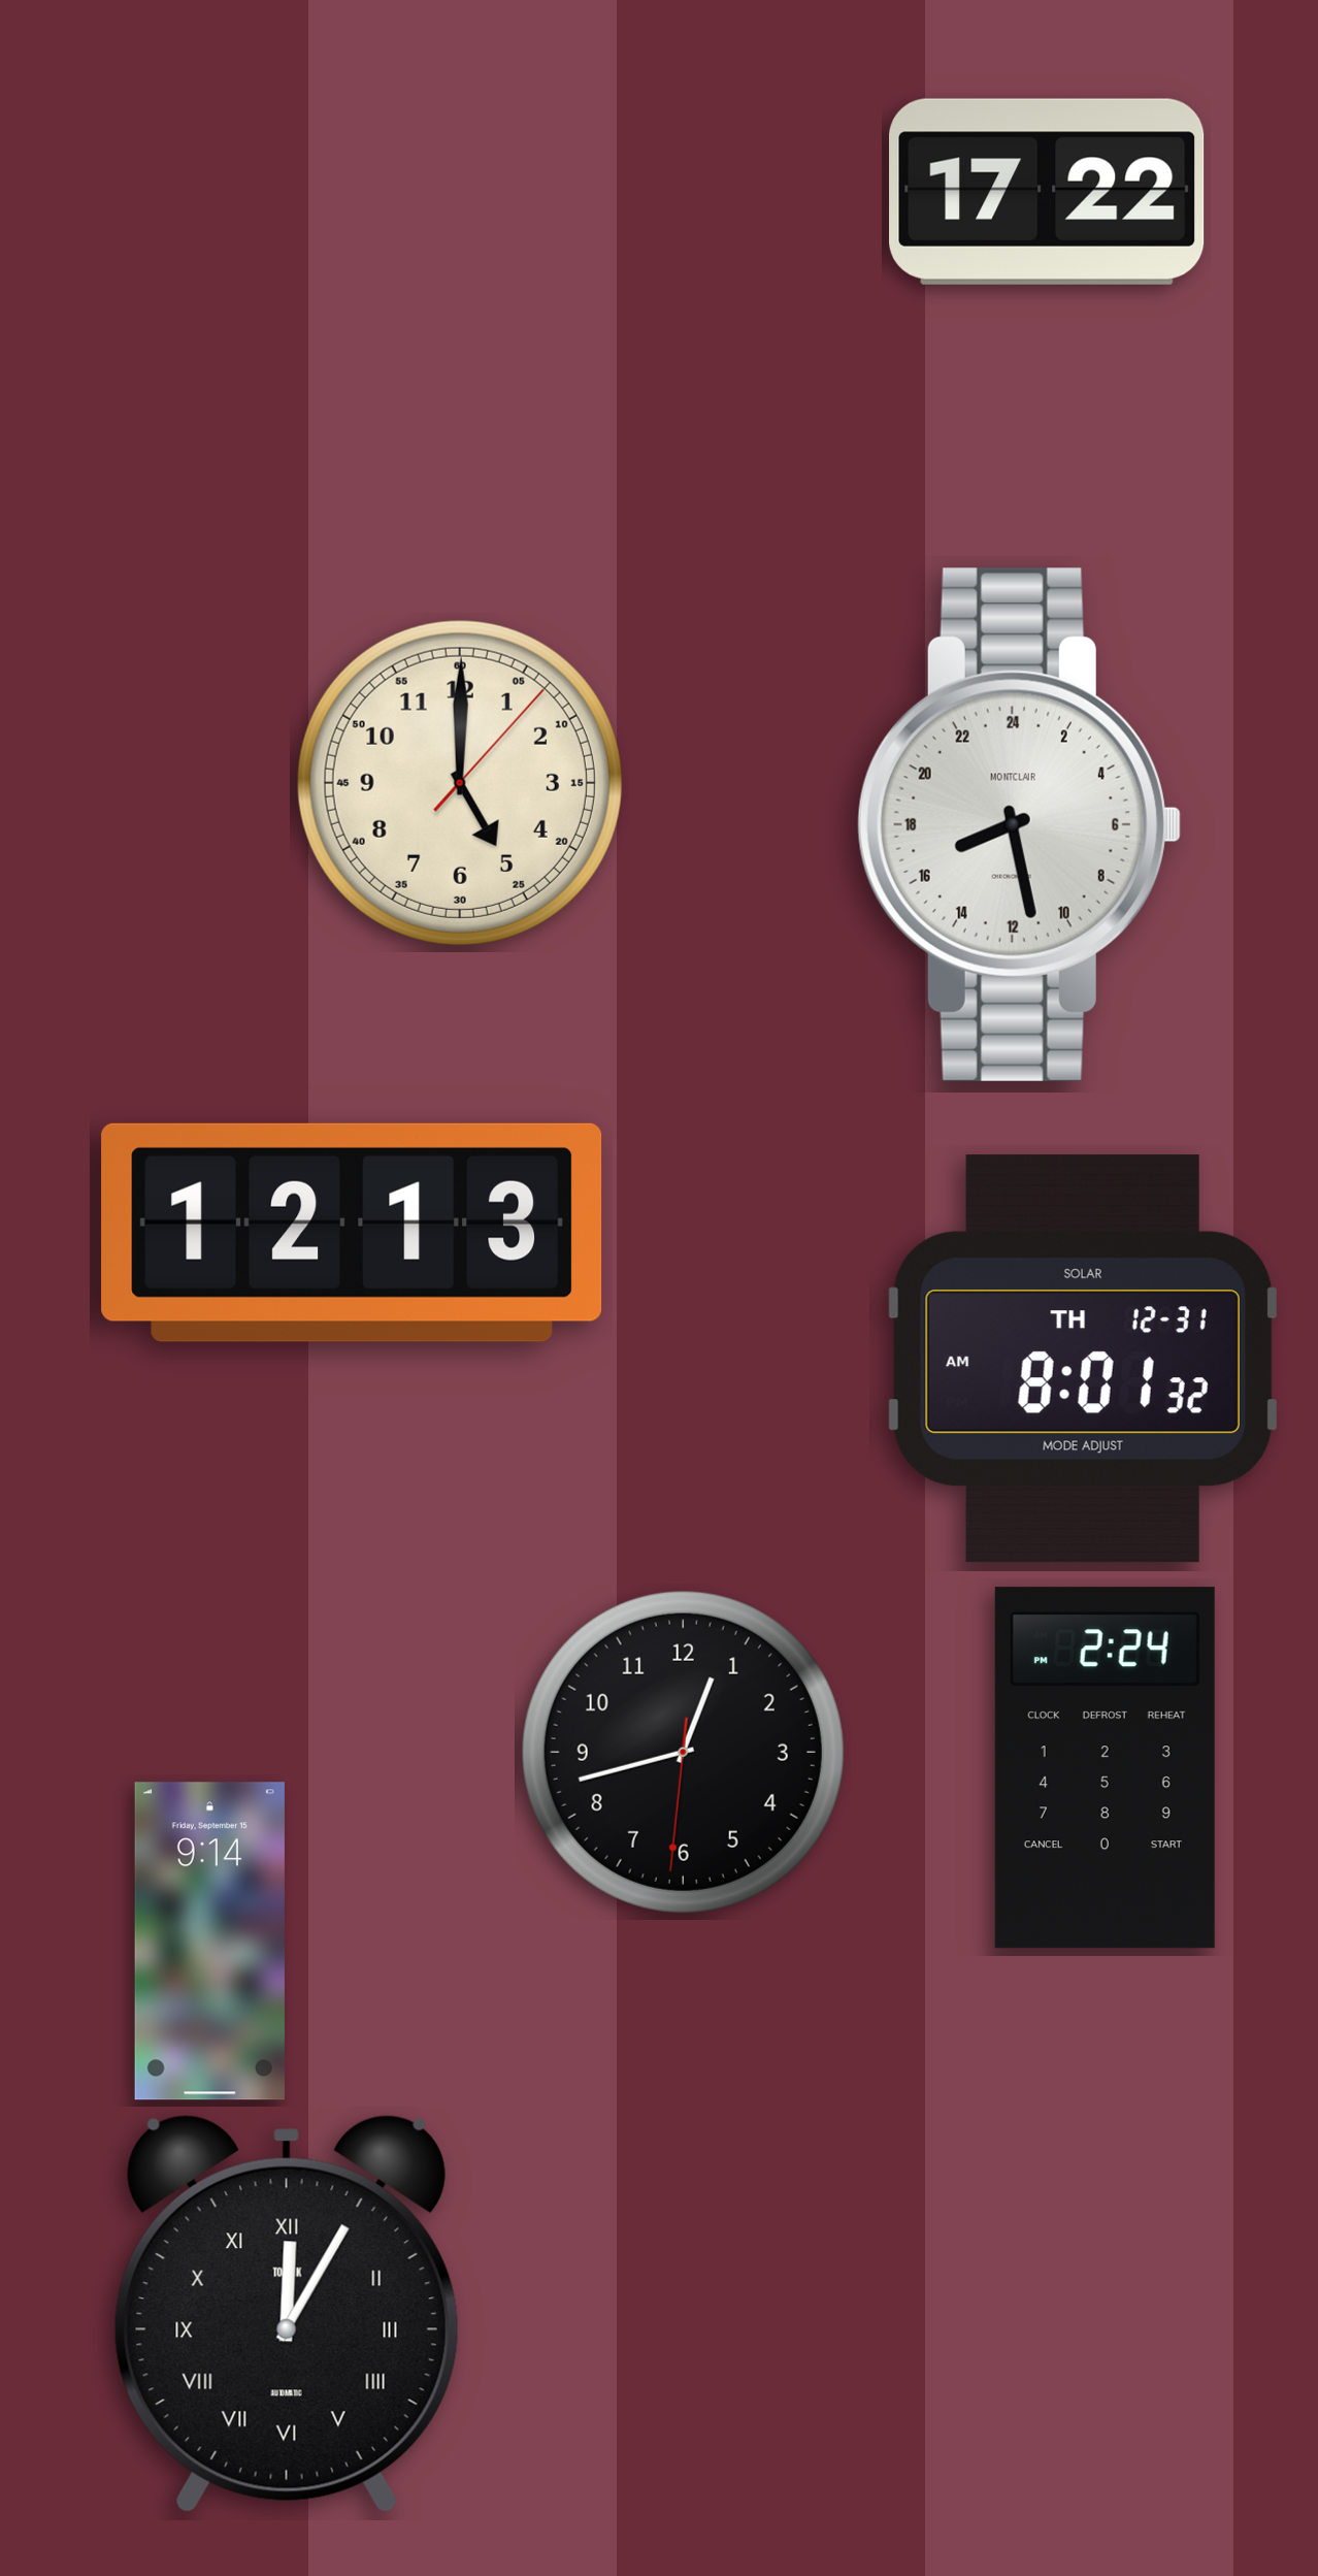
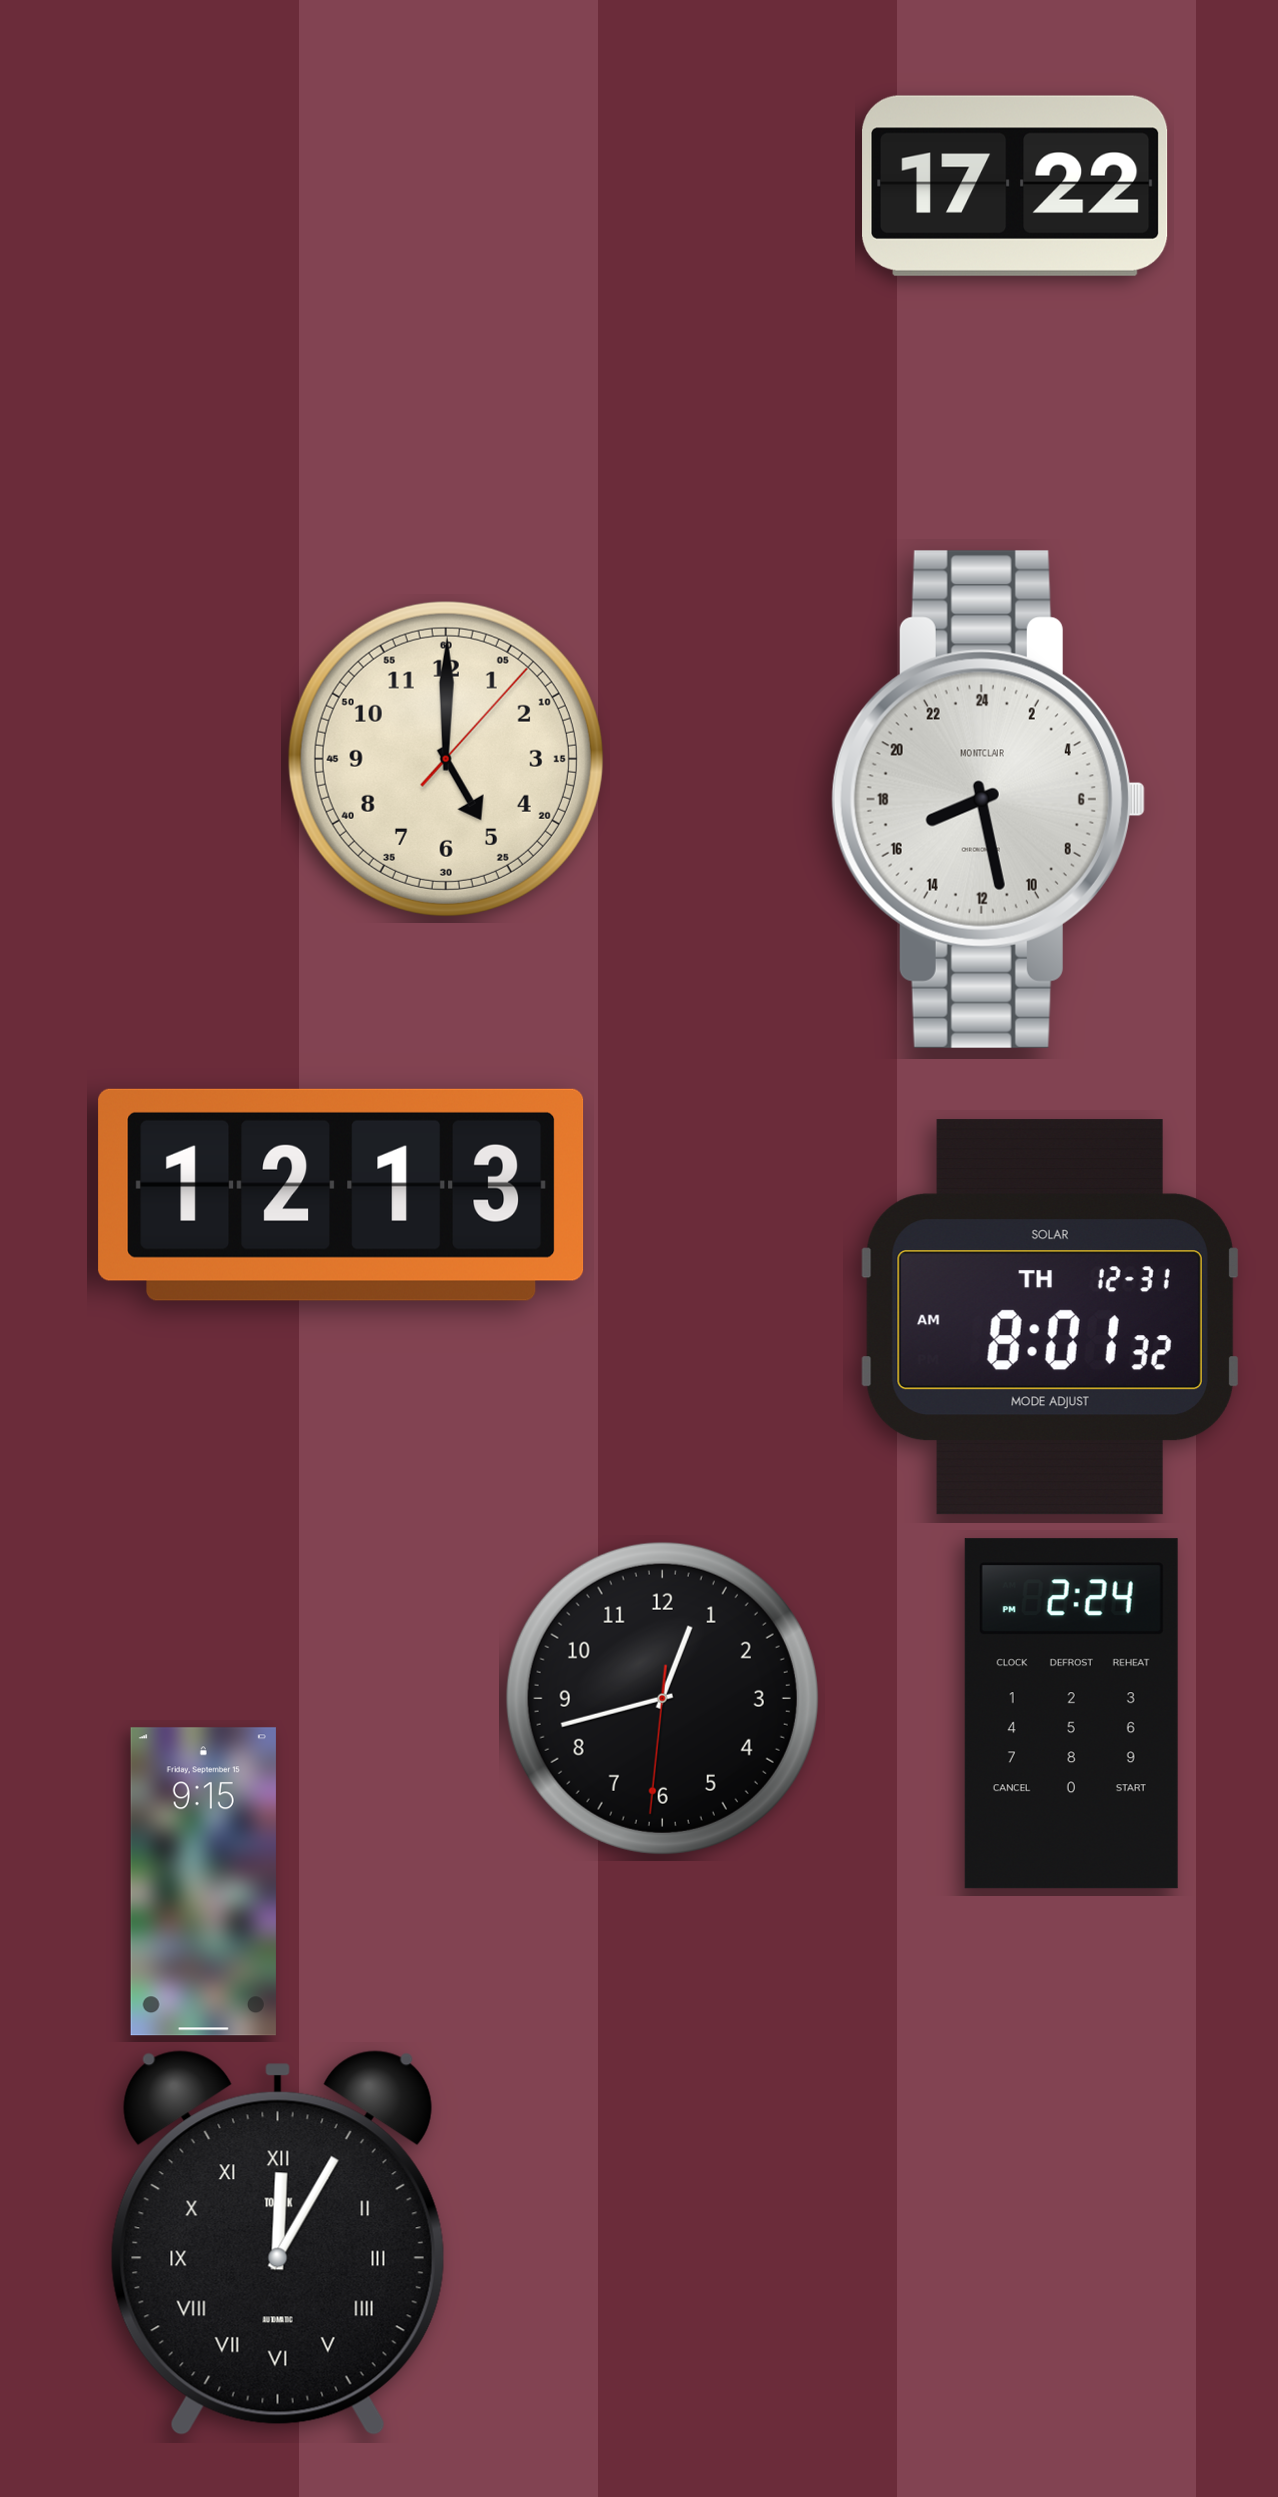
clock at (209, 1942): 9:14 -> 9:15
